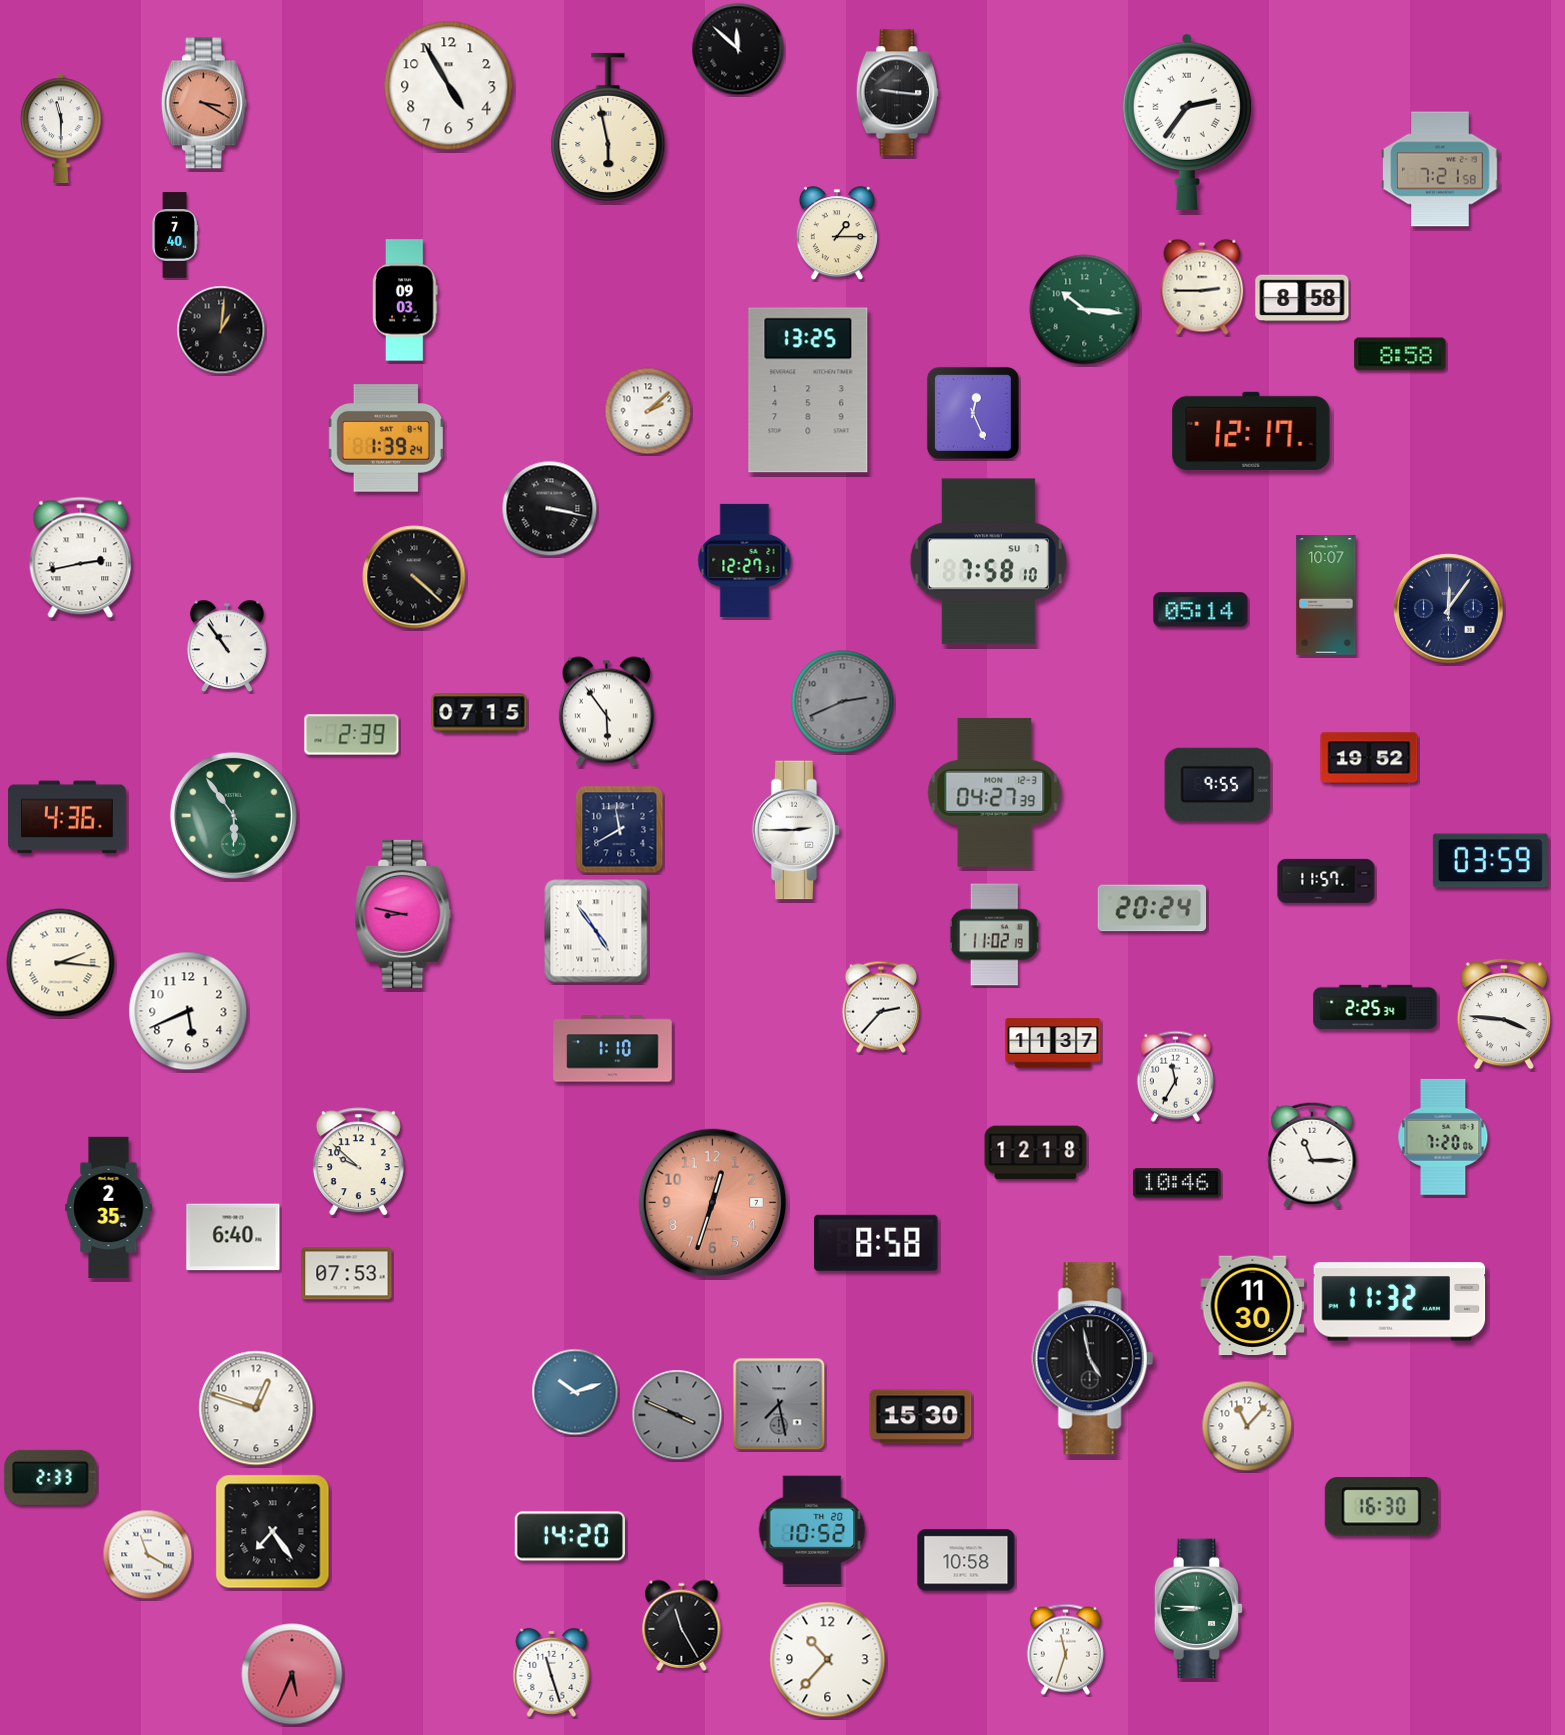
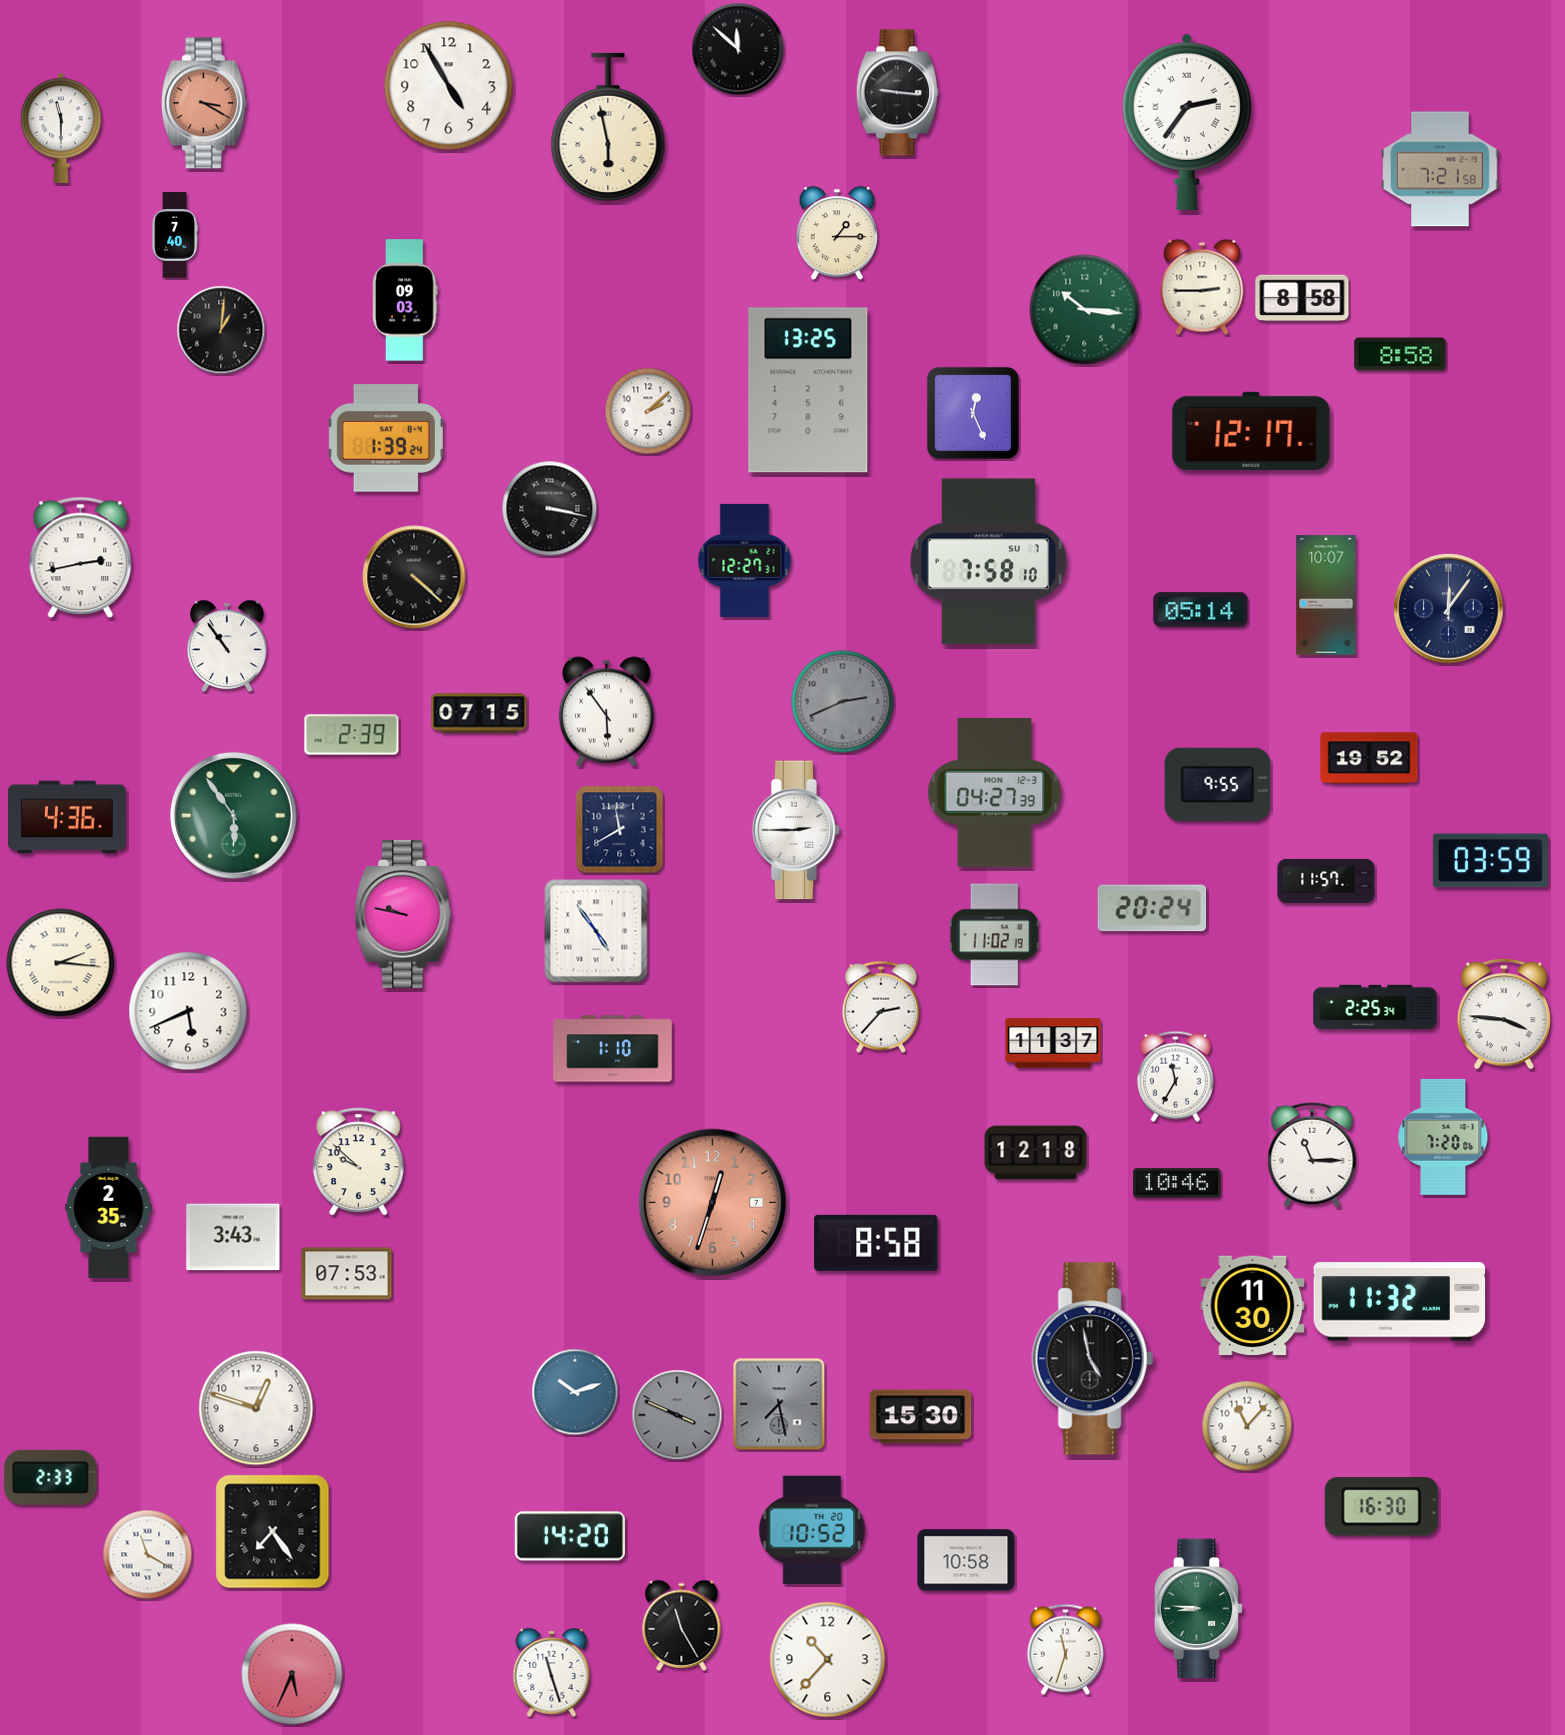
clock at (403, 914): 8:47 -> 9:47
clock at (233, 1237): 6:40 -> 3:43
